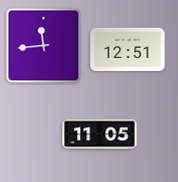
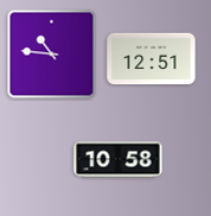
clock at (44, 46): 11:44 -> 10:46
clock at (100, 135): 11:05 -> 10:58
